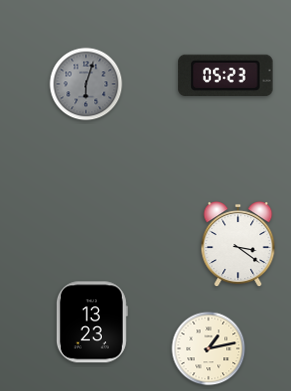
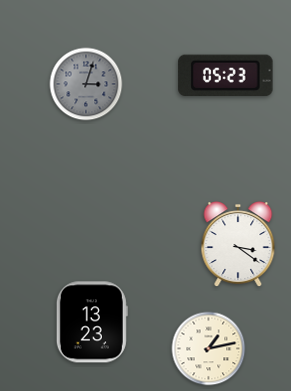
clock at (86, 84): 6:03 -> 3:03
